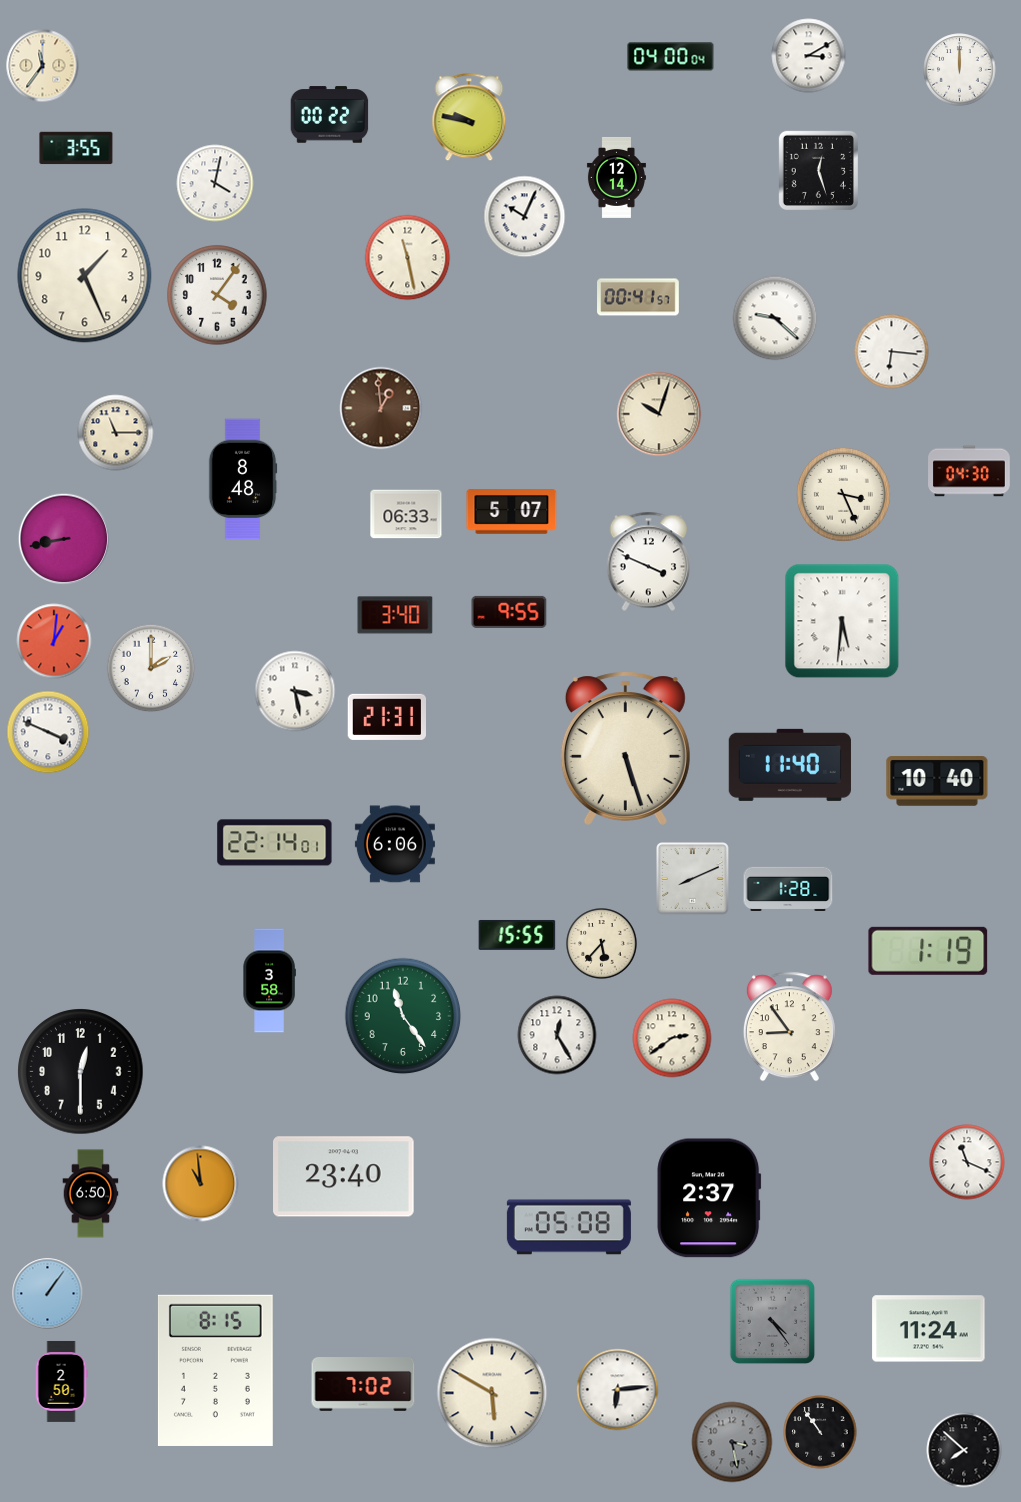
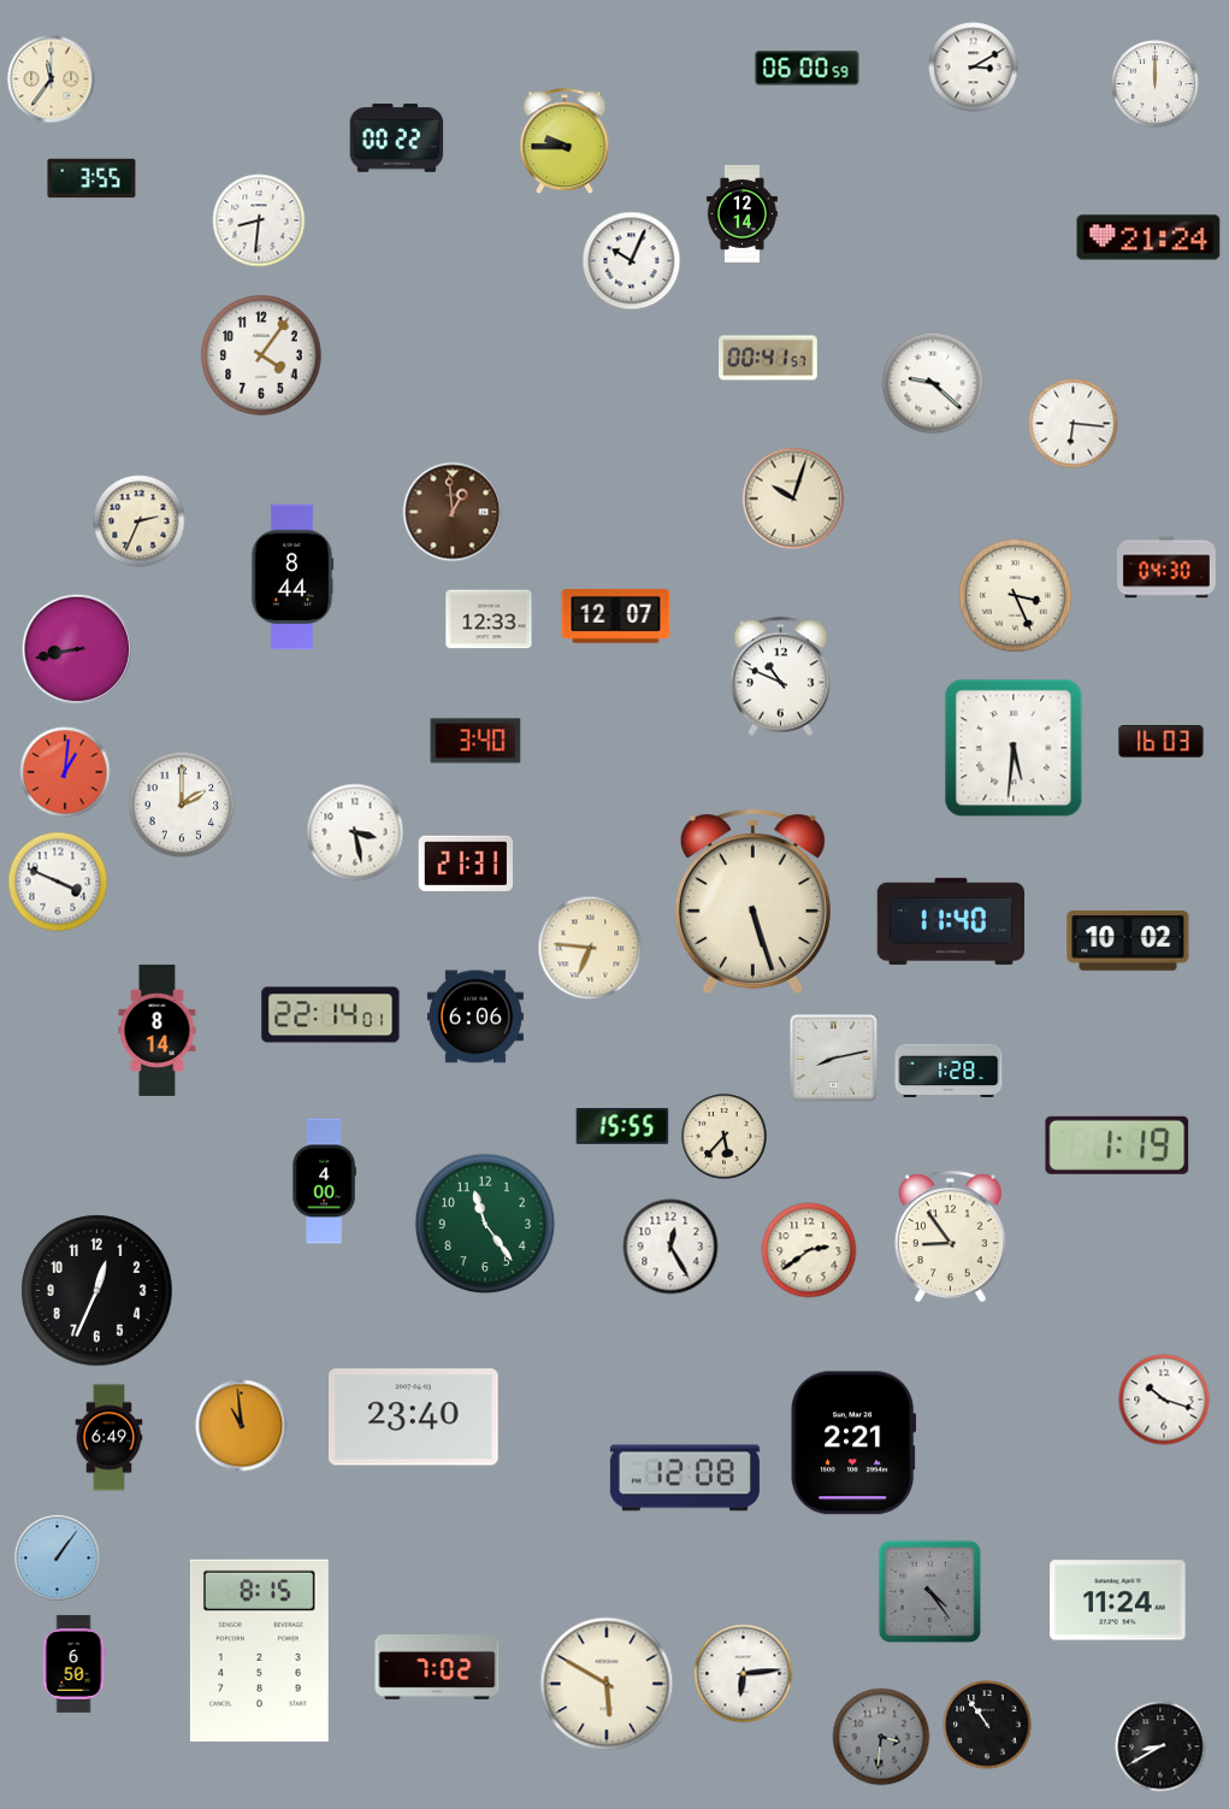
clock at (671, 57): 04:00 -> 06:00
clock at (469, 118): 9:47 -> 9:45
clock at (818, 170): 12:27 -> none
clock at (215, 183): 4:02 -> 8:31
clock at (1148, 237): none -> 21:24
clock at (408, 258): 11:28 -> none
clock at (85, 276): 1:26 -> none
clock at (381, 408) position: (381, 408) -> (453, 512)
clock at (116, 433): 11:15 -> 2:34
clock at (243, 479): 8:48 -> 8:44
clock at (512, 512): 5:07 -> 12:07
clock at (406, 514): 06:33 -> 12:33
clock at (649, 562): 3:49 -> 10:49
clock at (509, 612): 9:55 -> none
clock at (1162, 742): none -> 16:03
clock at (937, 781): 10:40 -> 10:02
clock at (590, 948): none -> 6:46
clock at (158, 1030): none -> 8:14
clock at (693, 879): 8:11 -> 8:13
clock at (269, 981): 3:58 -> 4:00
clock at (81, 1072): 12:30 -> 12:34
clock at (967, 1162): 11:19 -> 10:18
clock at (91, 1194): 6:50 -> 6:49
clock at (709, 1198): 2:37 -> 2:21
clock at (569, 1227): 05:08 -> 12:08
clock at (61, 1381): 2:50 -> 6:50
clock at (492, 1393) position: (492, 1393) -> (607, 1684)
clock at (732, 1442): 3:28 -> 3:31
clock at (964, 1450): 7:52 -> 8:40
